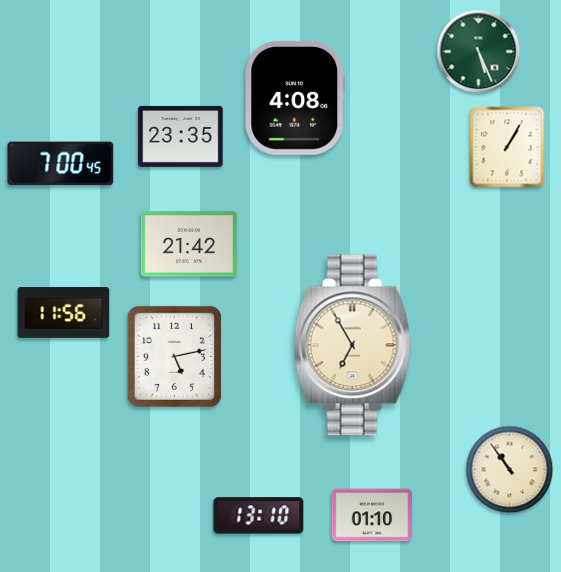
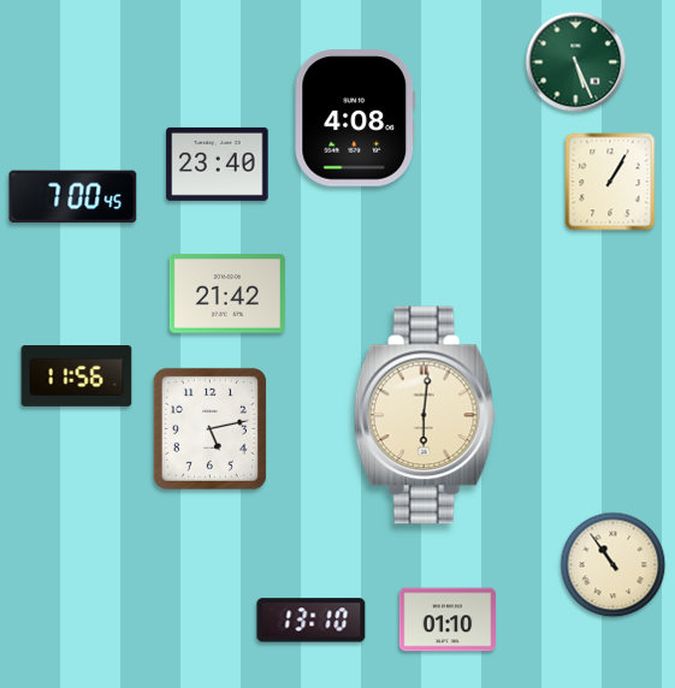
clock at (181, 136): 23:35 -> 23:40
clock at (507, 147) position: (507, 147) -> (610, 182)
clock at (353, 345): 6:55 -> 6:01
